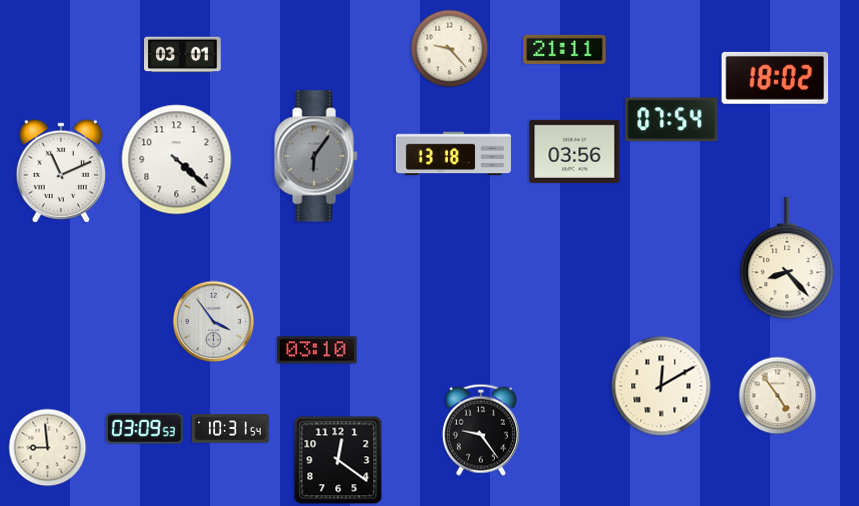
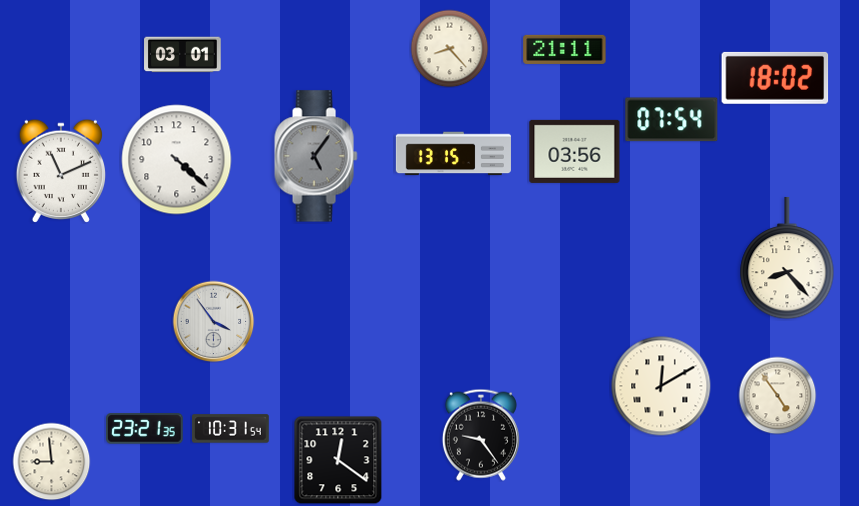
clock at (449, 48): 9:23 -> 8:23
clock at (453, 154): 13:18 -> 13:15
clock at (316, 156): 6:06 -> 5:06
clock at (317, 350): 03:10 -> none
clock at (145, 429): 03:09 -> 23:21
clock at (481, 430) position: (481, 430) -> (481, 435)
clock at (47, 447) position: (47, 447) -> (51, 461)
